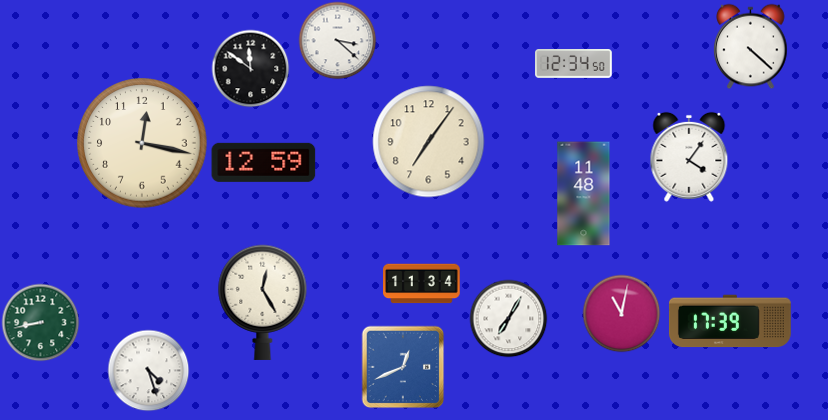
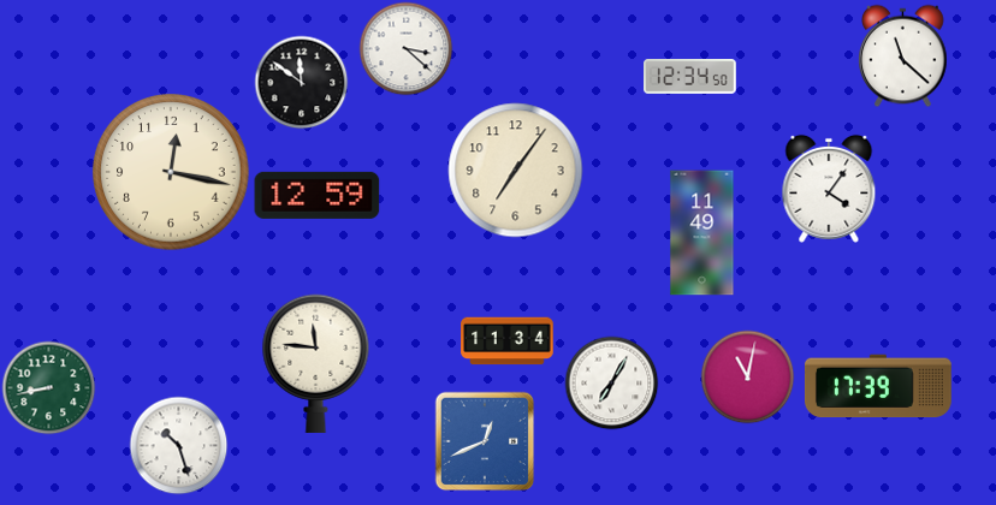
clock at (751, 46): 4:22 -> 11:22
clock at (584, 194): 11:48 -> 11:49
clock at (263, 302): 12:25 -> 11:46
clock at (148, 370): 4:27 -> 10:27
